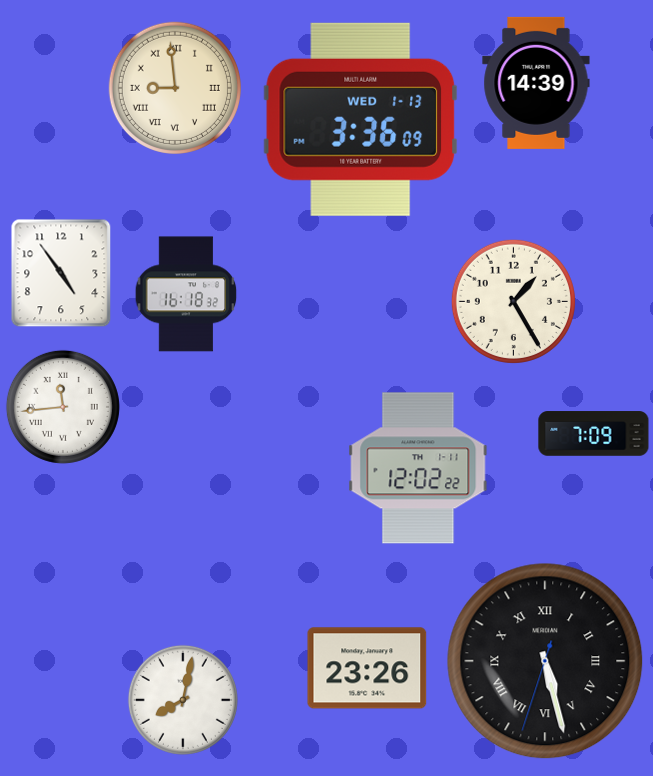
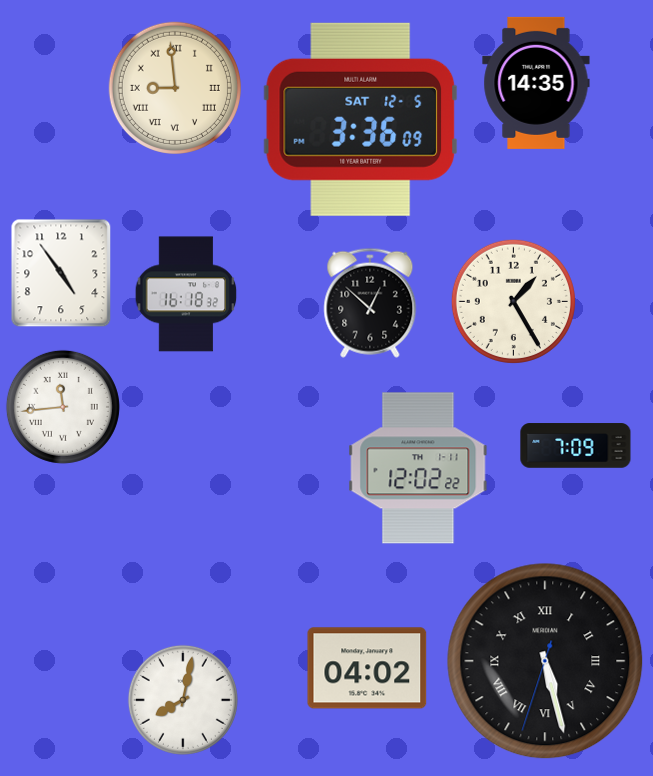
clock at (536, 83): 14:39 -> 14:35
clock at (361, 119) date: WED 1-13 -> SAT 12-5
clock at (370, 303): none -> 12:52
clock at (594, 434) position: (594, 434) -> (576, 446)
clock at (367, 668): 23:26 -> 04:02
